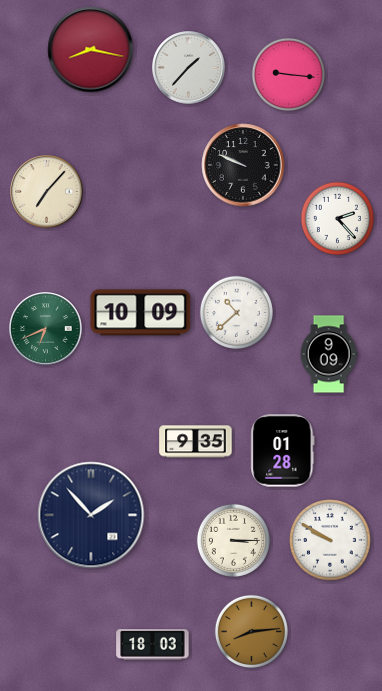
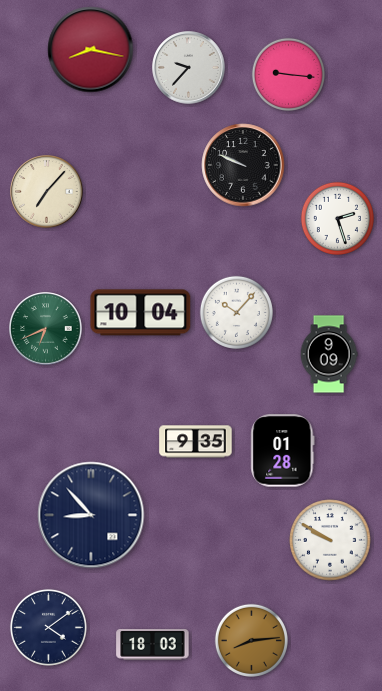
clock at (189, 68): 1:37 -> 9:37
clock at (337, 218): 2:23 -> 2:27
clock at (236, 312): 10:38 -> 10:07
clock at (141, 313): 10:09 -> 10:04
clock at (91, 515): 1:53 -> 8:53
clock at (233, 540): 3:15 -> none
clock at (48, 627): none -> 4:09
clock at (251, 631) position: (251, 631) -> (251, 640)
